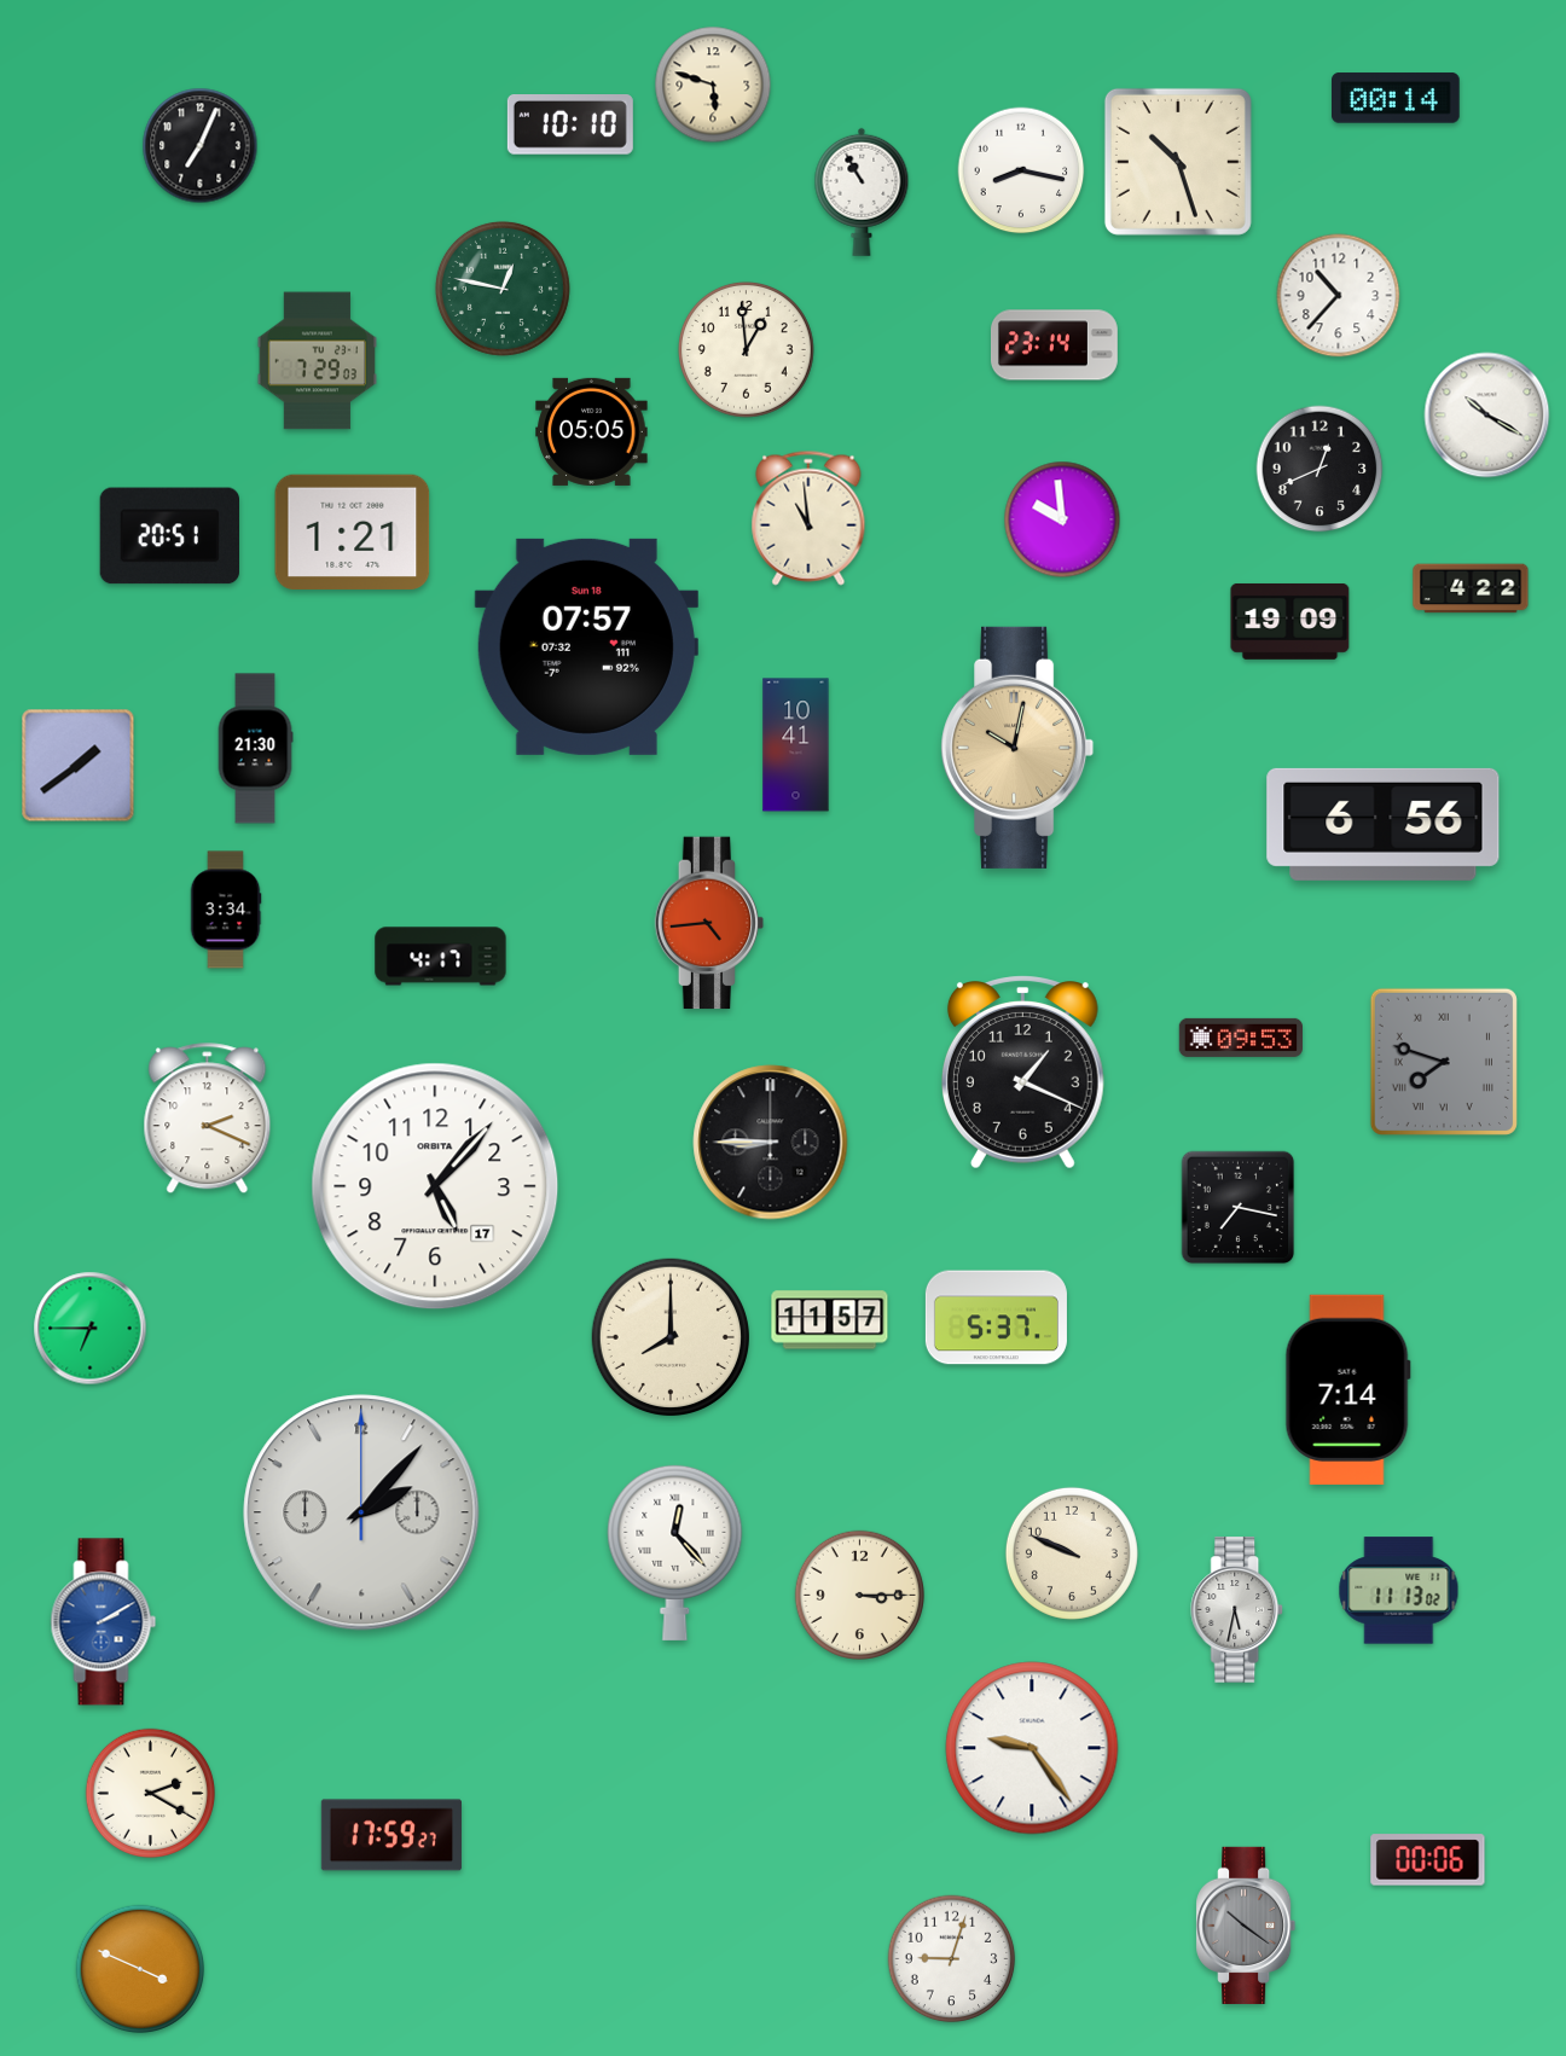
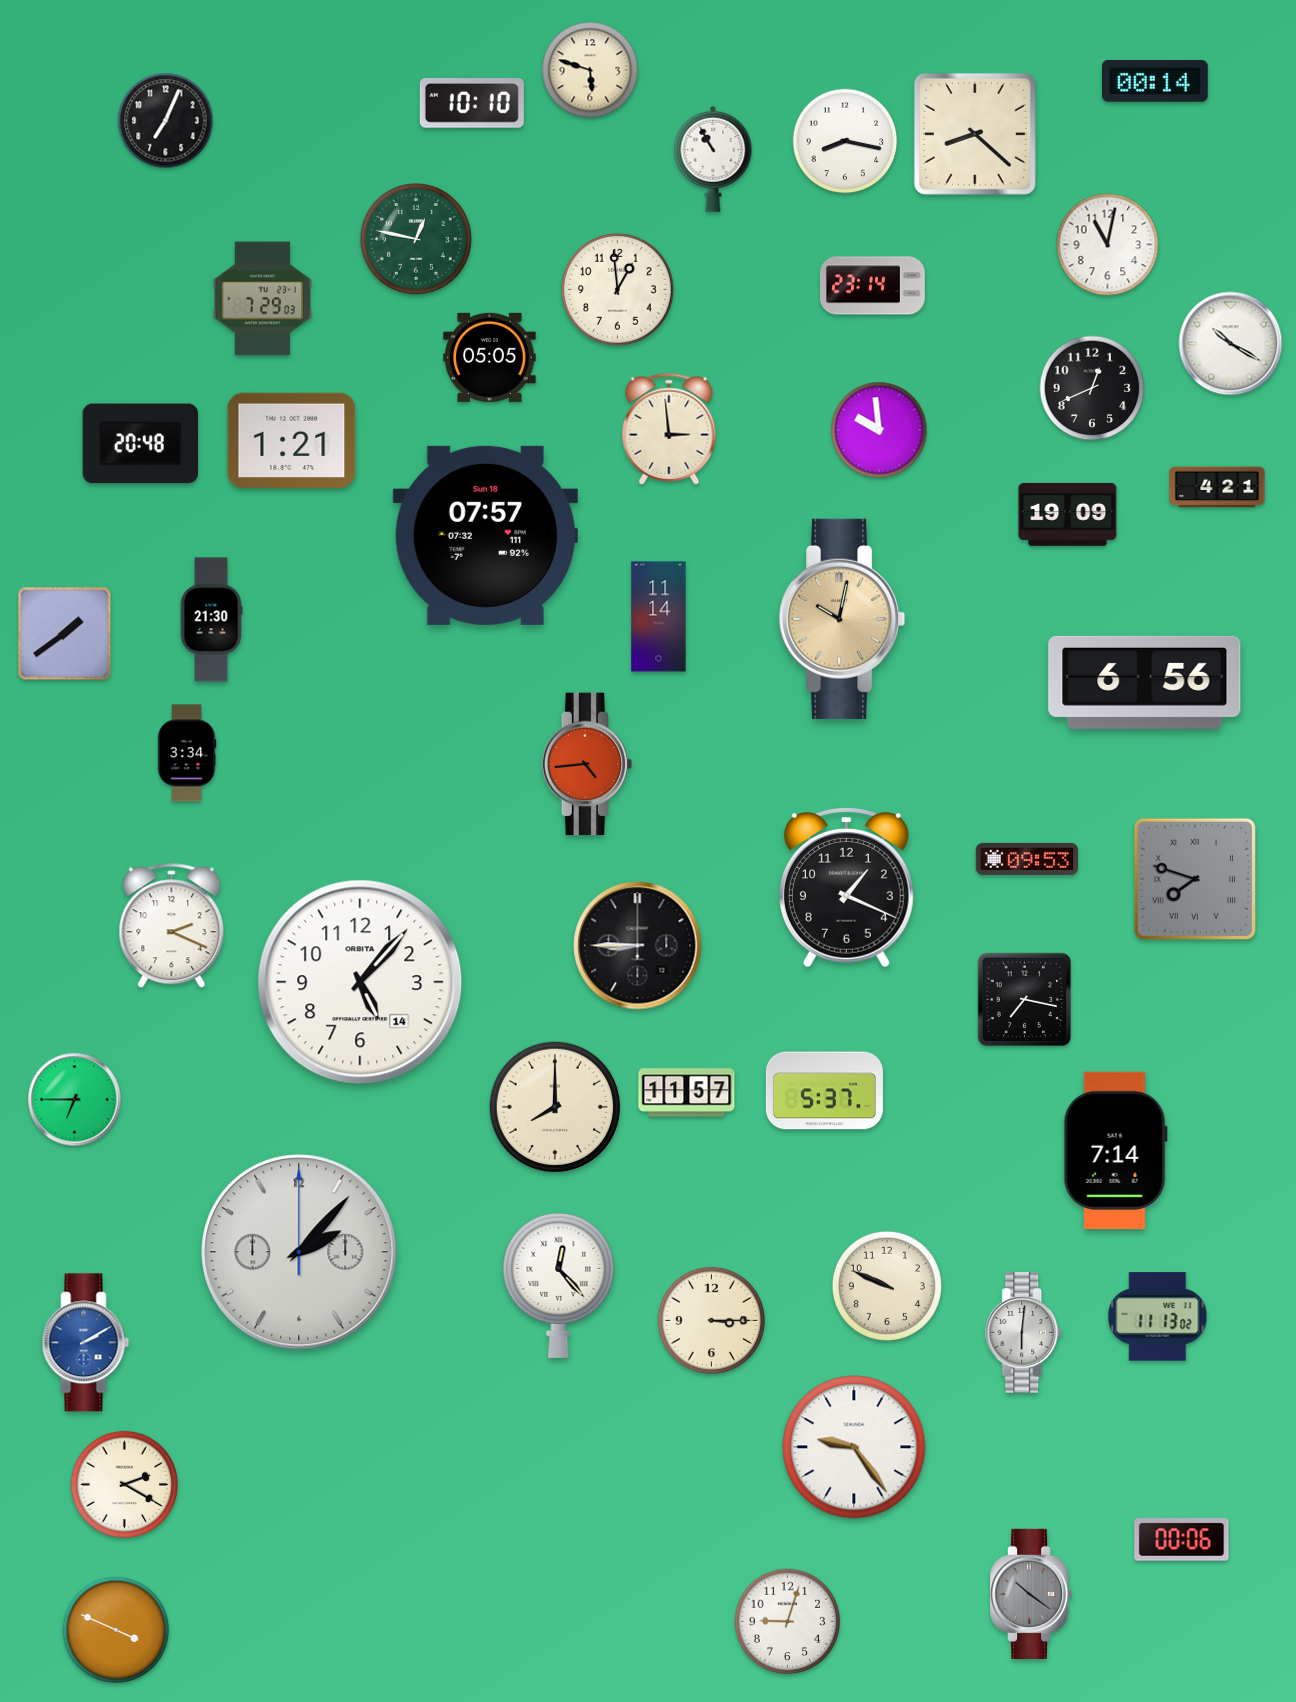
clock at (1178, 162): 10:27 -> 8:22
clock at (1339, 296): 10:37 -> 11:02
clock at (808, 518): 10:59 -> 2:59
clock at (169, 536): 20:51 -> 20:48
clock at (1471, 588): 4:22 -> 4:21
clock at (796, 745): 10:41 -> 11:14
clock at (441, 957): 4:17 -> none
clock at (435, 1186) date: 17 -> 14
clock at (1237, 1610): 5:32 -> 6:01
clock at (391, 1835): 17:59 -> none
